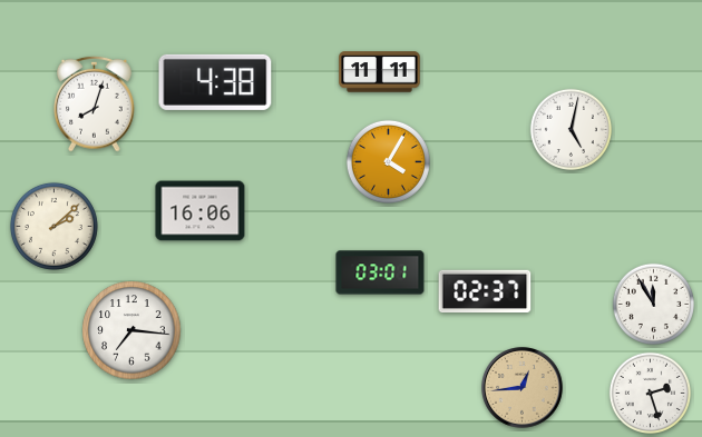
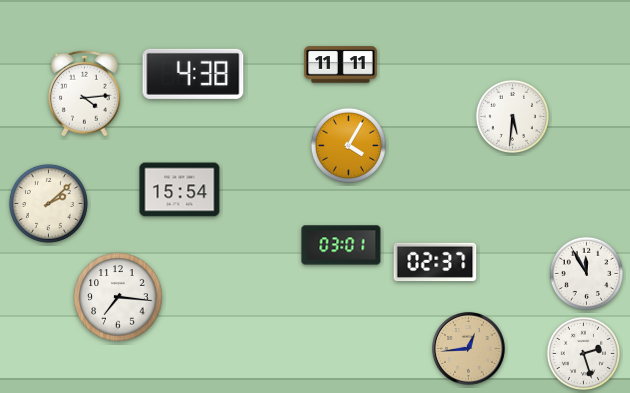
clock at (95, 103): 8:03 -> 4:14
clock at (571, 129): 5:02 -> 5:31
clock at (201, 211): 16:06 -> 15:54
